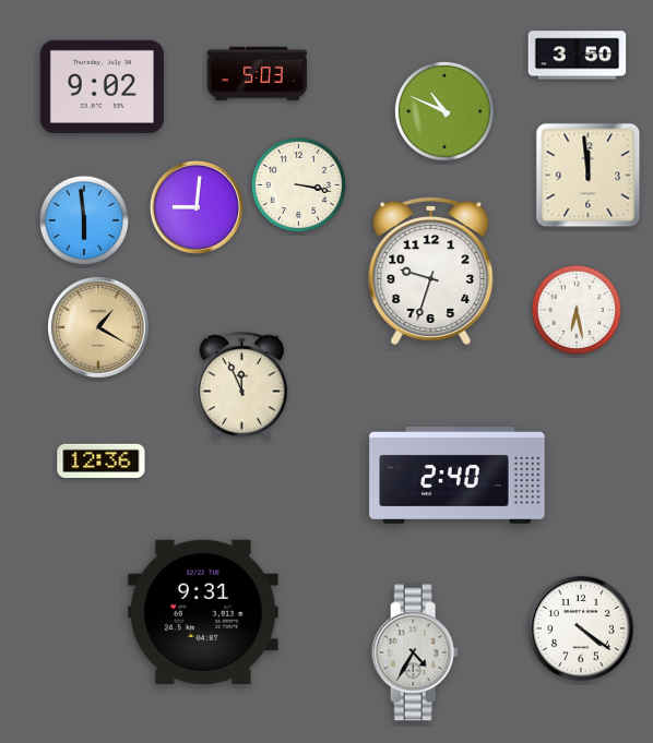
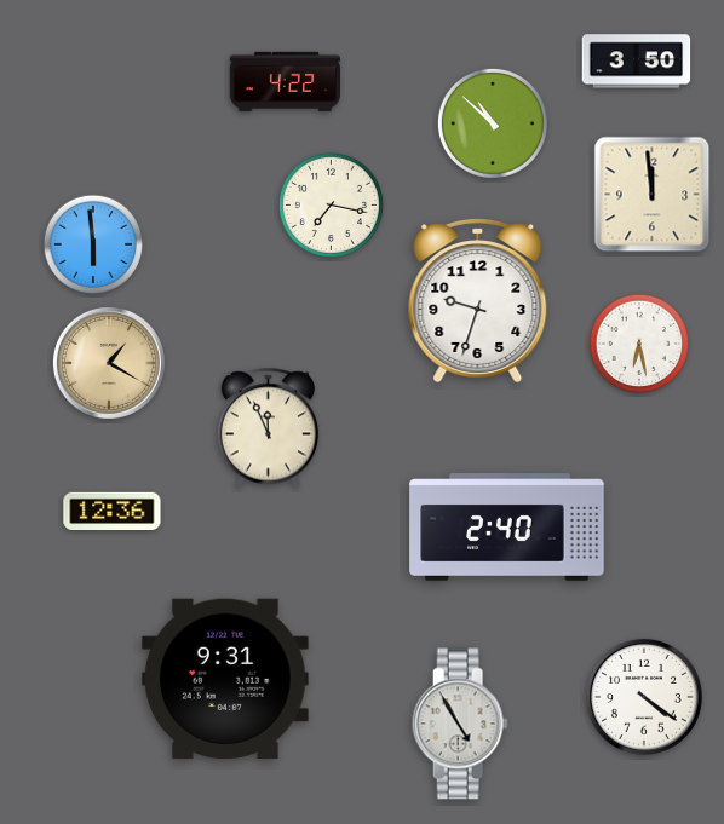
clock at (578, 56) position: (578, 56) -> (637, 62)
clock at (257, 73): 5:03 -> 4:22
clock at (102, 86): 9:02 -> none
clock at (444, 111): 10:49 -> 10:52
clock at (298, 184): 3:17 -> 7:17
clock at (197, 207): 9:01 -> none
clock at (415, 652): 4:35 -> 4:55
